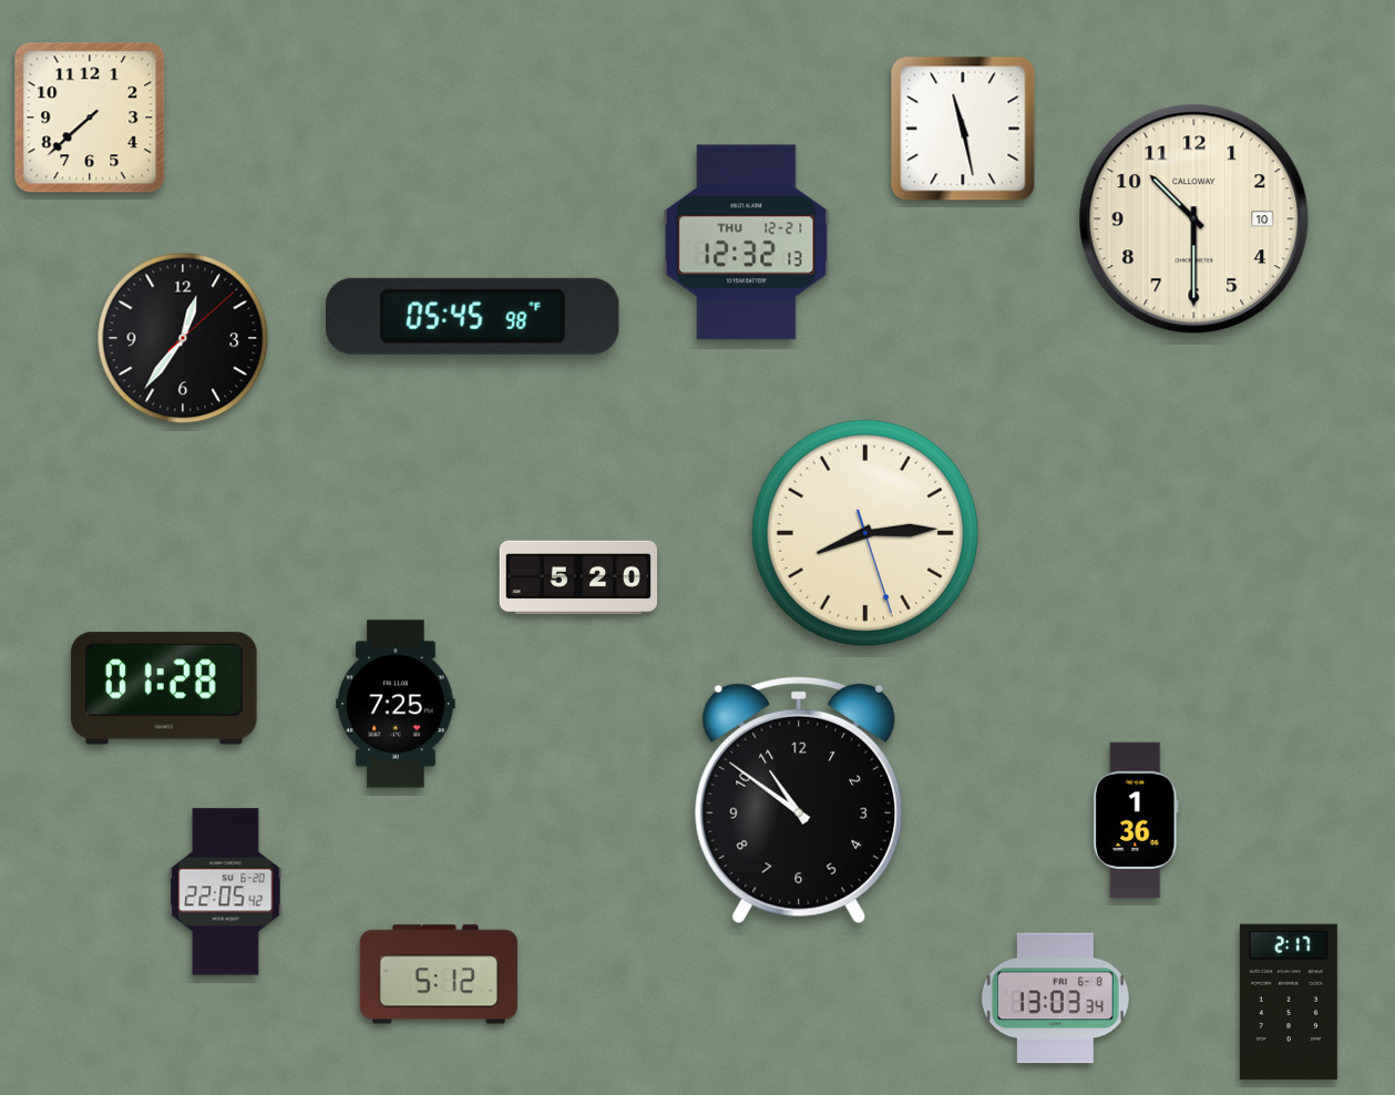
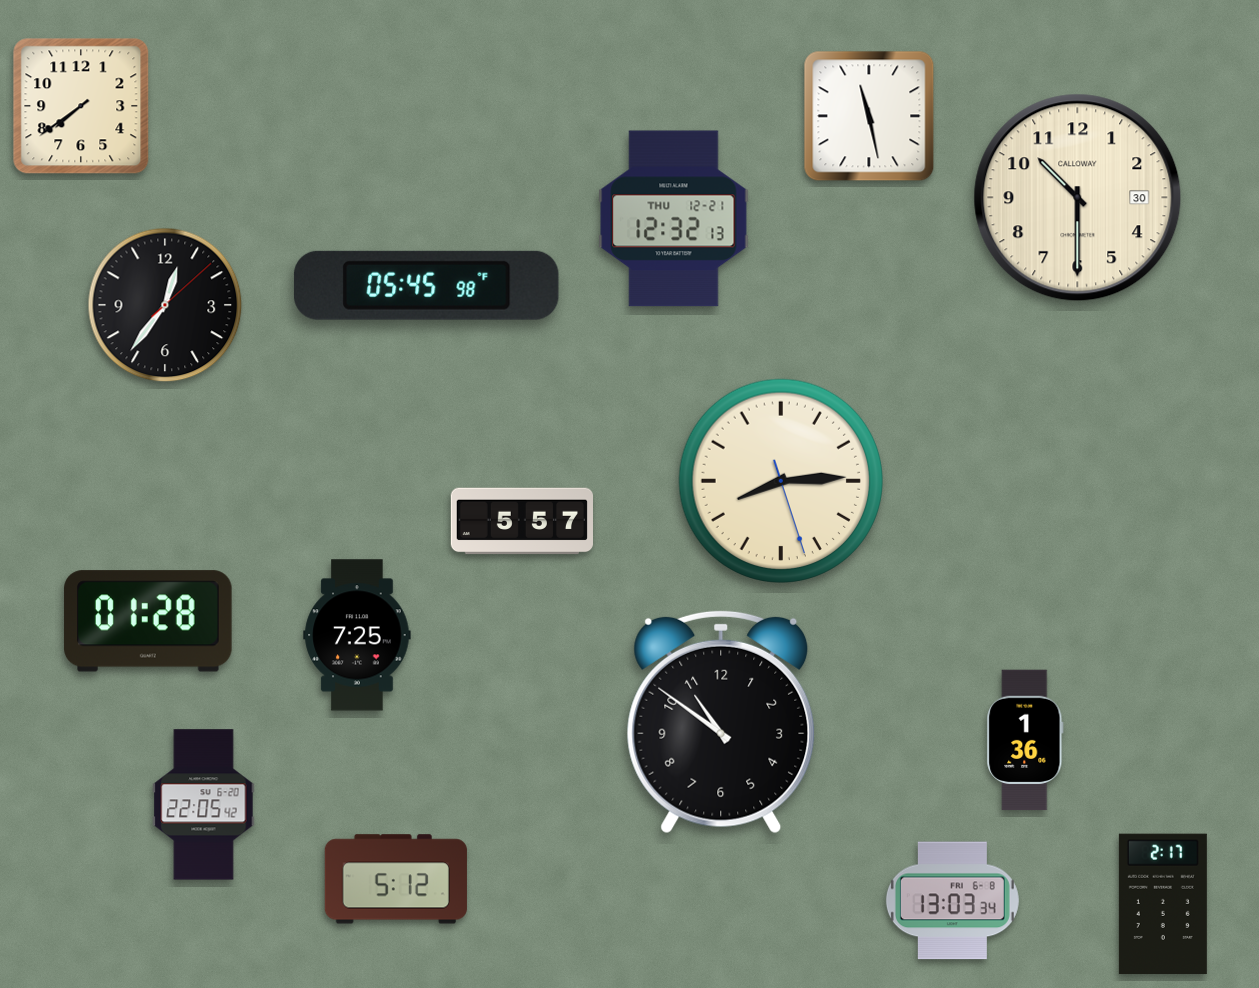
clock at (90, 117): 7:38 -> 7:39
clock at (1194, 219) date: 10 -> 30
clock at (577, 577): 5:20 -> 5:57
